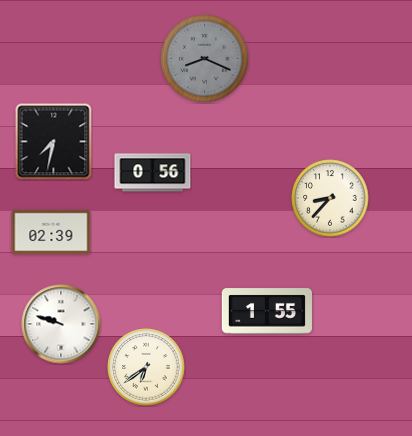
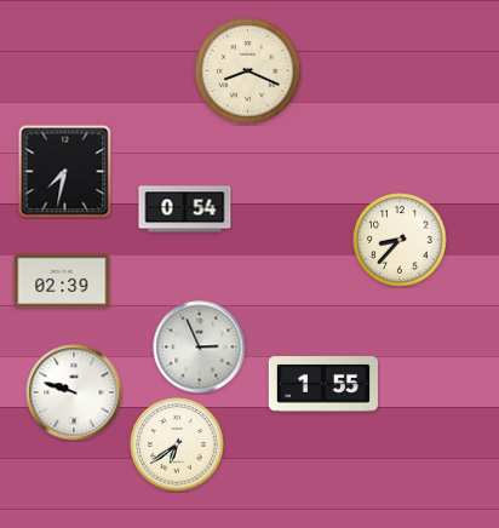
clock at (205, 59) dial: grey -> cream
clock at (153, 173): 0:56 -> 0:54
clock at (200, 348): none -> 2:56
clock at (267, 311) position: (267, 311) -> (323, 384)
